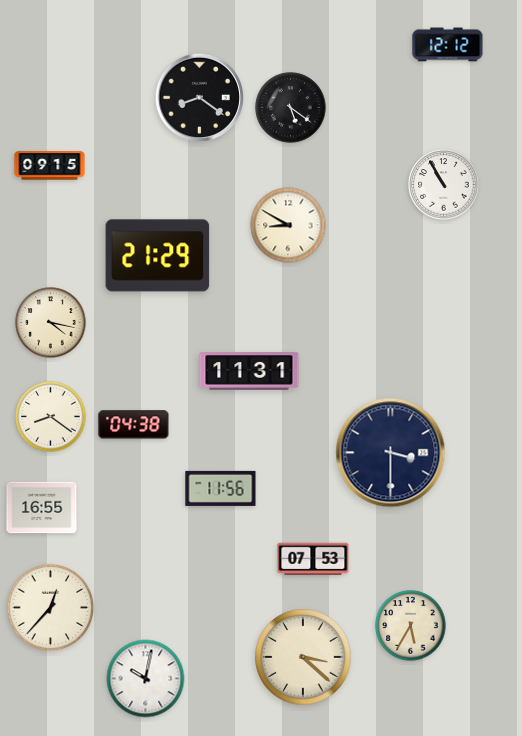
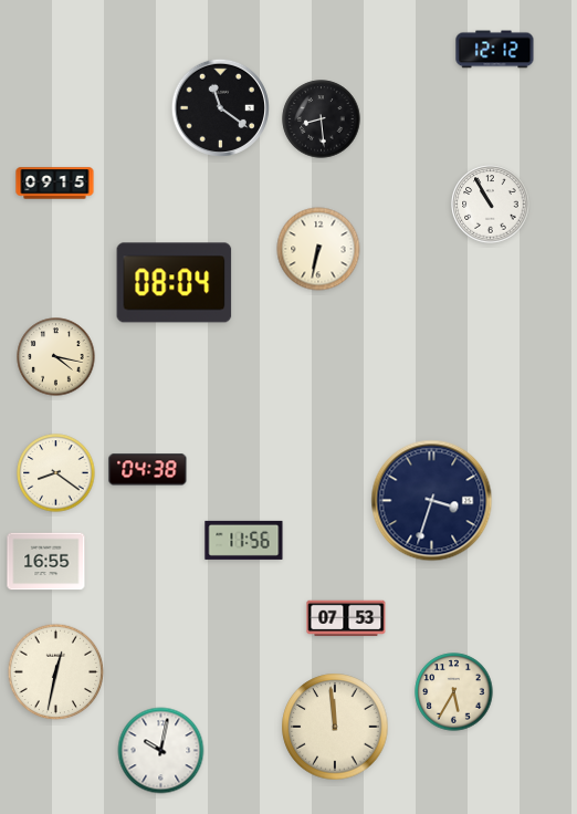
clock at (199, 97): 8:21 -> 11:21
clock at (291, 108): 5:21 -> 8:29
clock at (288, 225): 8:50 -> 6:32
clock at (158, 256): 21:29 -> 08:04
clock at (249, 372): 11:31 -> none
clock at (51, 417) position: (51, 417) -> (56, 473)
clock at (391, 453): 3:30 -> 3:33
clock at (51, 608): 12:37 -> 12:32
clock at (303, 657): 3:22 -> 11:59
